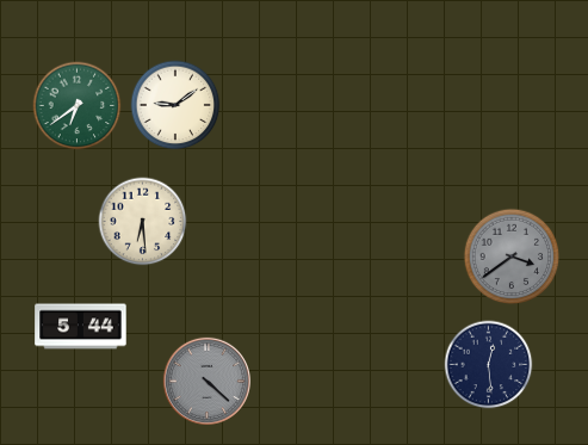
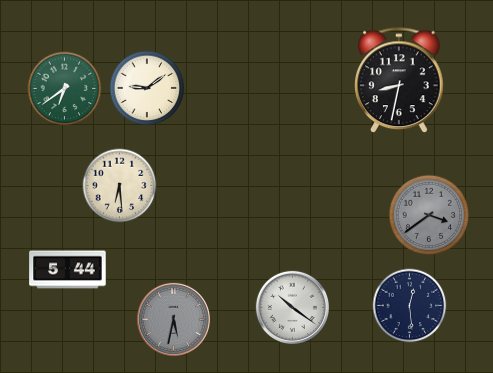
clock at (399, 81): none -> 8:32
clock at (81, 327) position: (81, 327) -> (68, 270)
clock at (292, 307): none -> 10:21
clock at (206, 381): 4:22 -> 5:32
